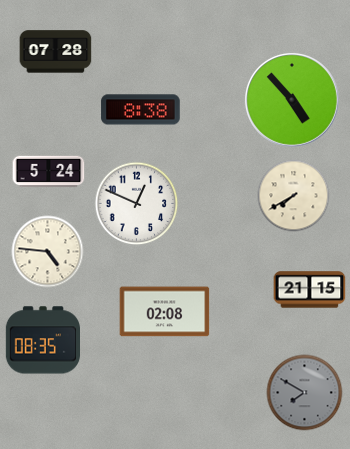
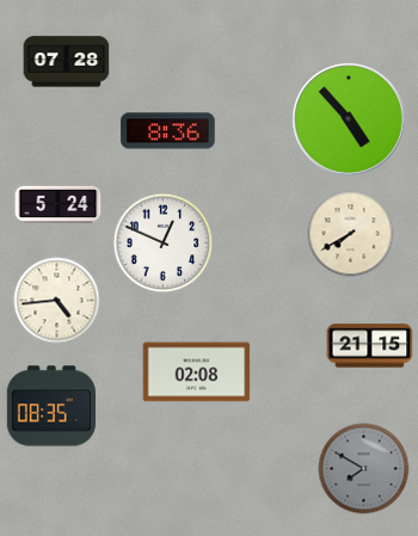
clock at (141, 110): 8:38 -> 8:36
clock at (48, 252): 4:46 -> 4:44
